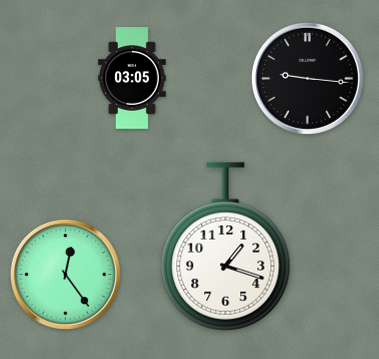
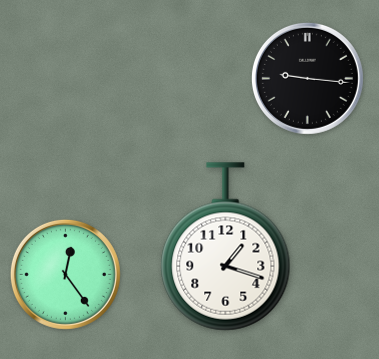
clock at (132, 78): 03:05 -> none
